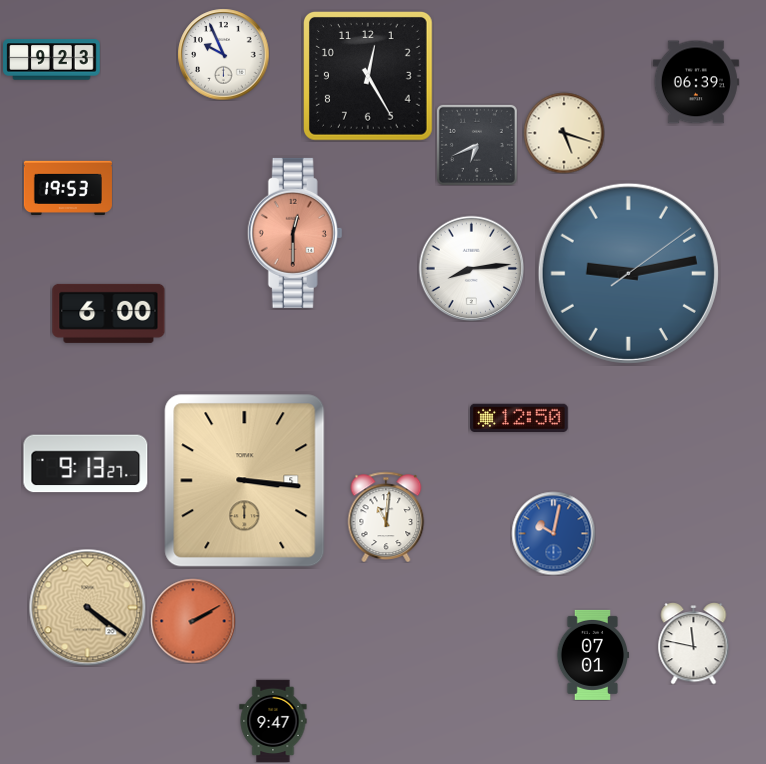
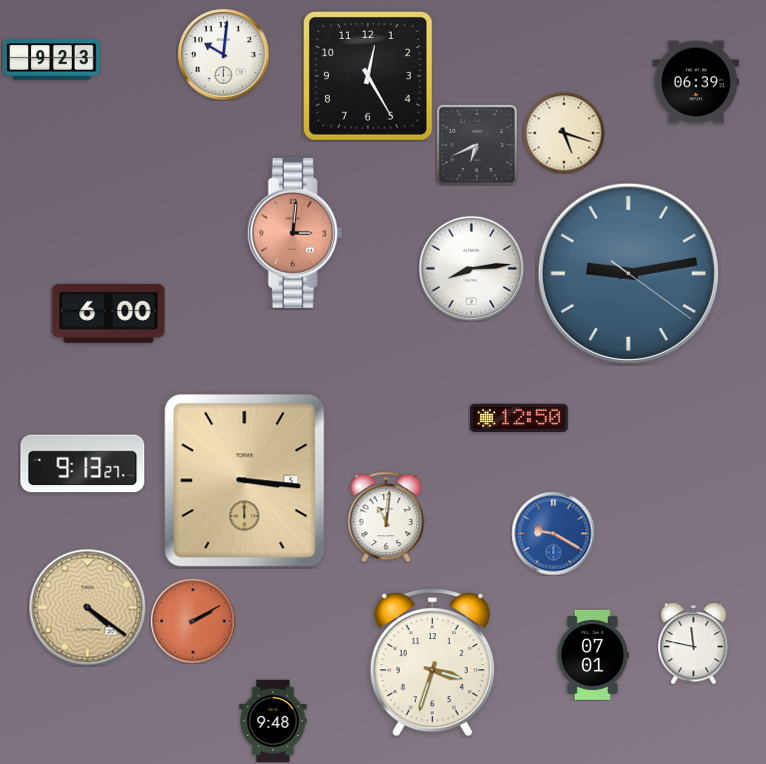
clock at (223, 54): 9:56 -> 10:01
clock at (68, 188): 19:53 -> none
clock at (295, 233): 12:30 -> 3:01
clock at (628, 273): 9:13:09 -> 9:13:21
clock at (86, 464) position: (86, 464) -> (83, 464)
clock at (553, 533): 10:02 -> 9:20
clock at (432, 663): none -> 3:33
clock at (273, 721): 9:47 -> 9:48
